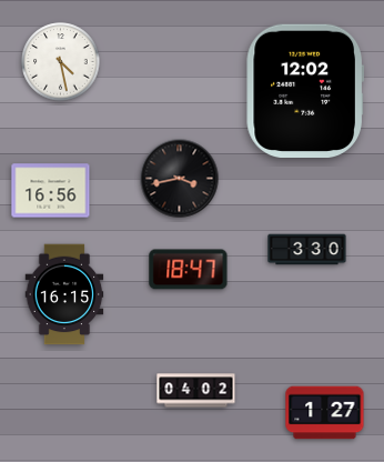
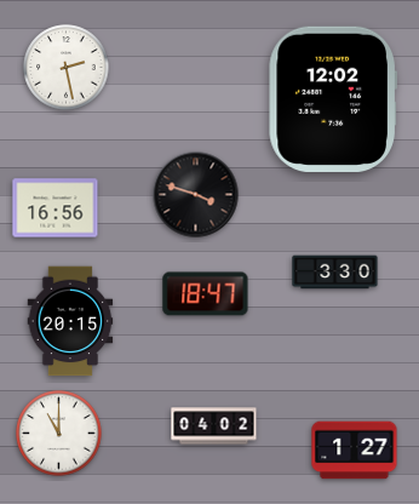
clock at (61, 62): 4:28 -> 2:28
clock at (180, 179): 3:43 -> 3:48
clock at (64, 294): 16:15 -> 20:15
clock at (59, 434): none -> 11:00
